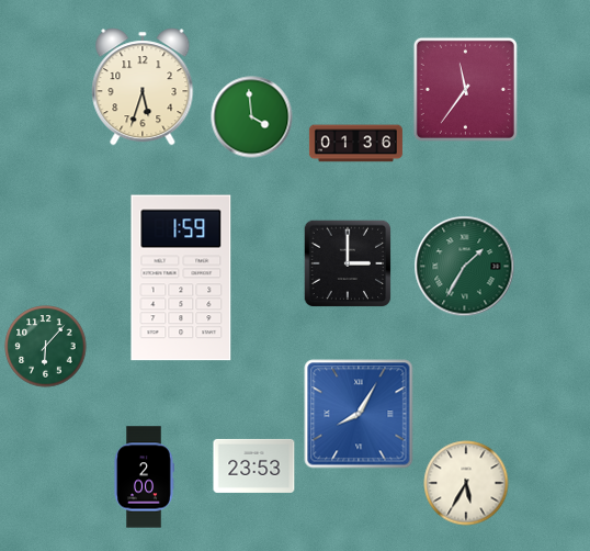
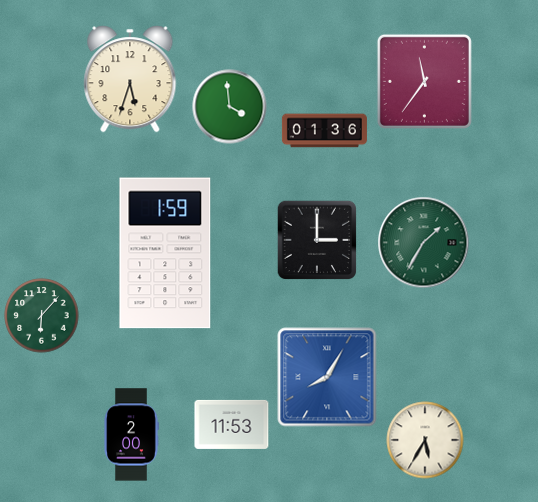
clock at (254, 465): 23:53 -> 11:53
